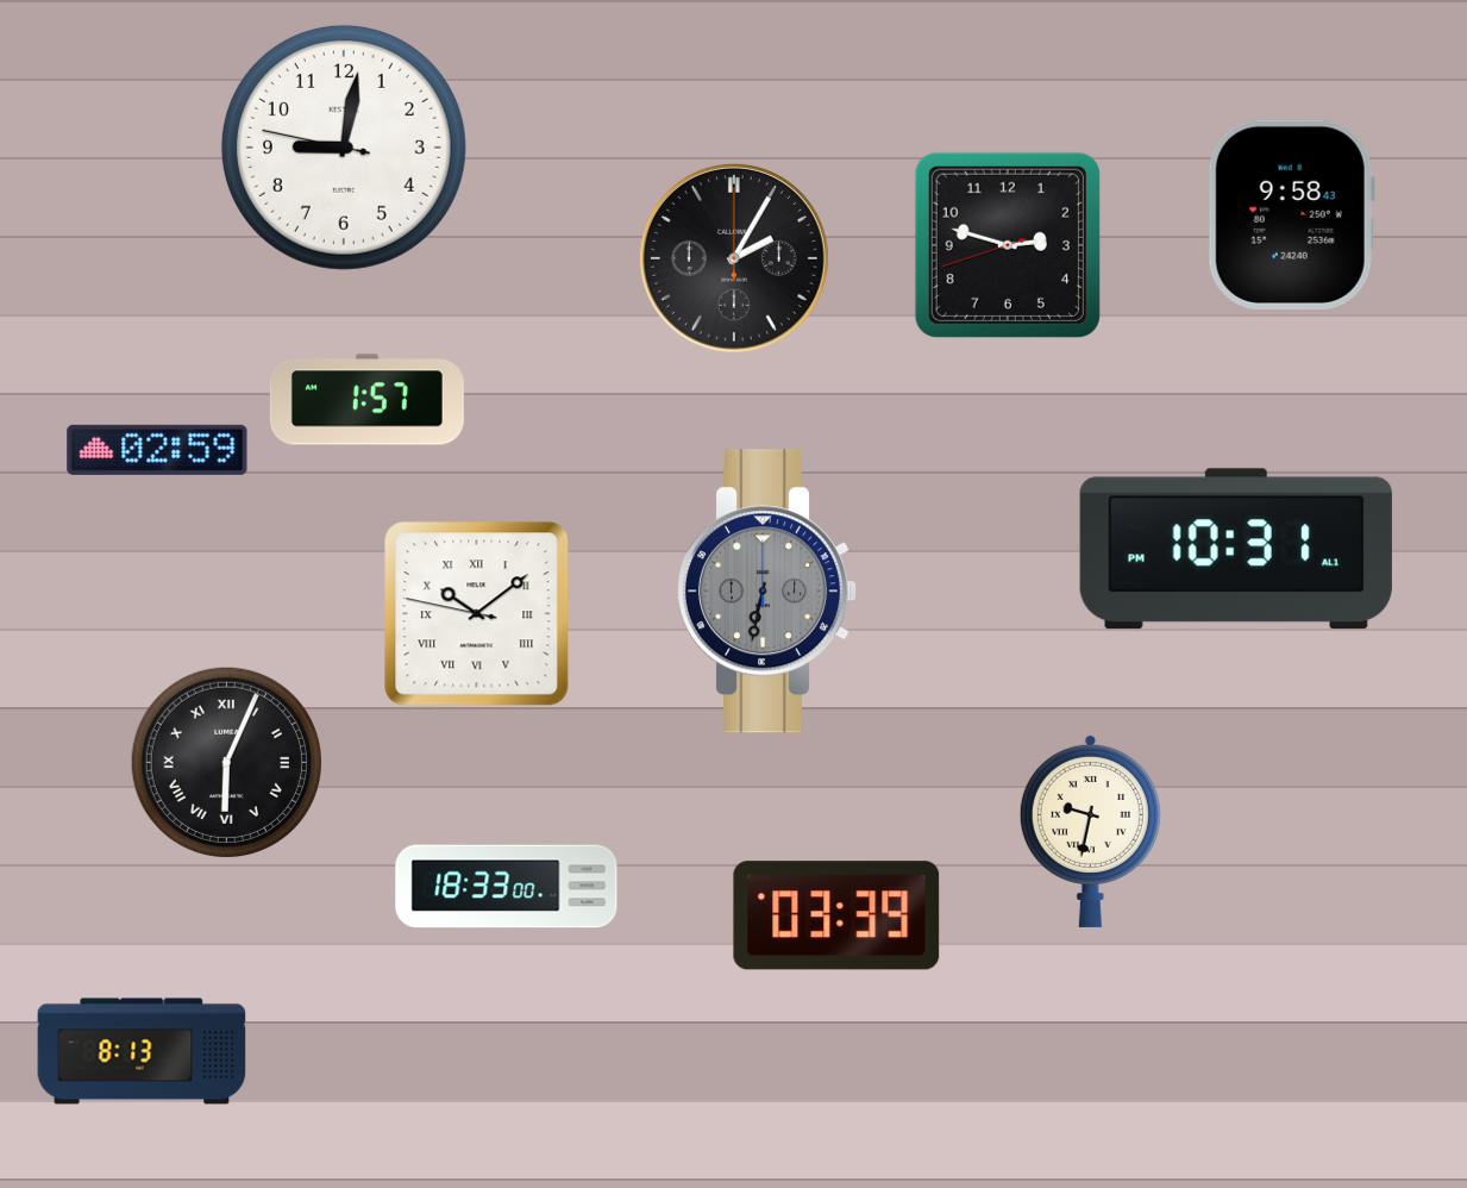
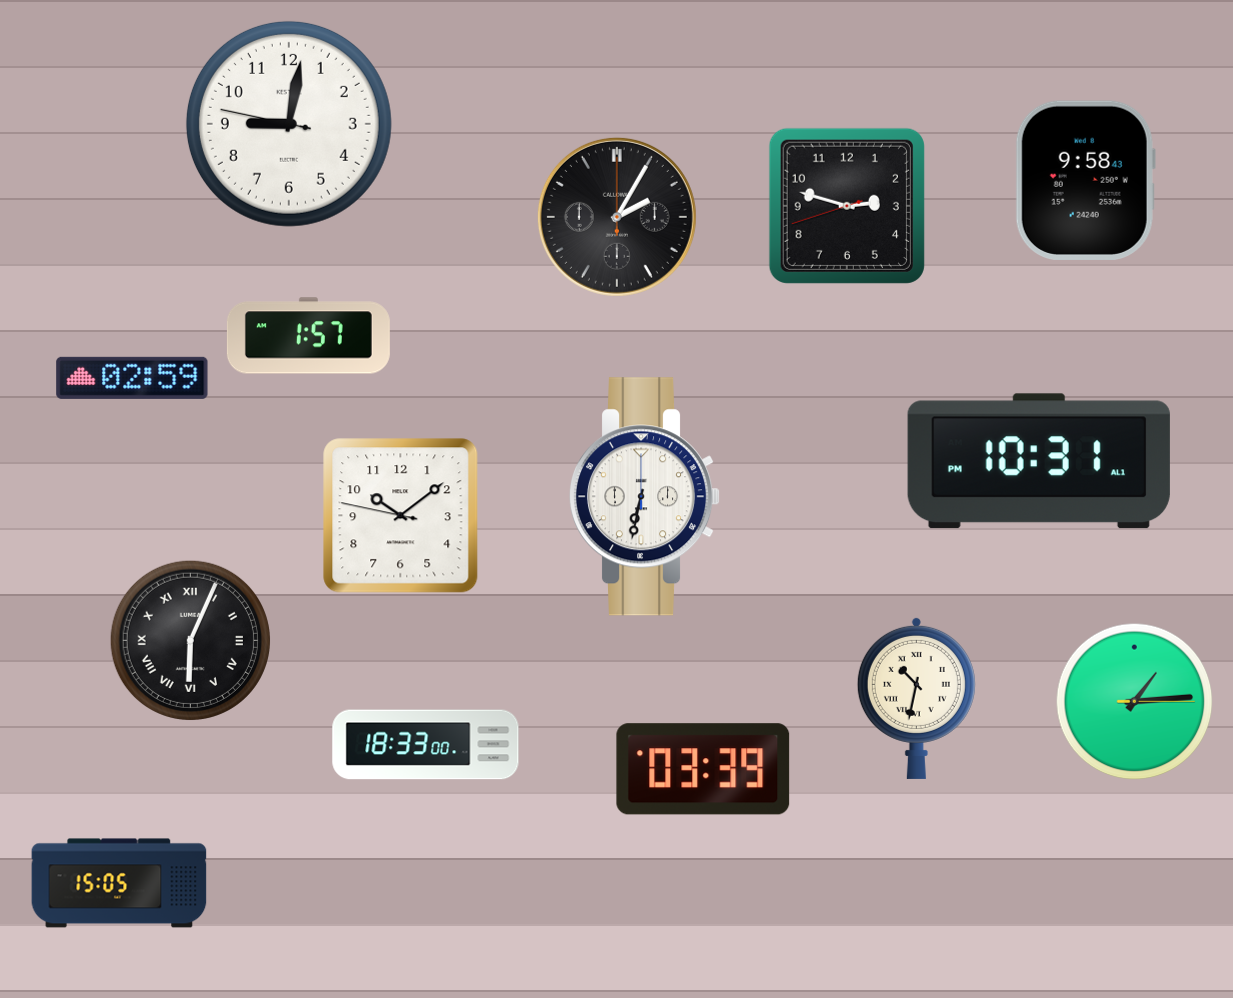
clock at (767, 592) dial: grey -> white
clock at (477, 614) numerals: Roman -> Arabic
clock at (1090, 831): 9:32 -> 10:32
clock at (1135, 702): none -> 1:14
clock at (142, 1051): 8:13 -> 15:05
